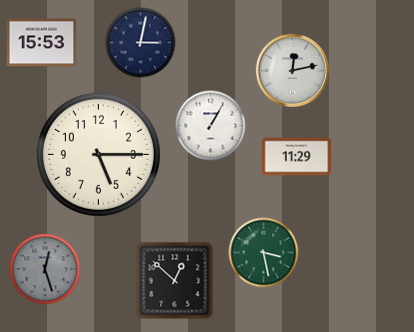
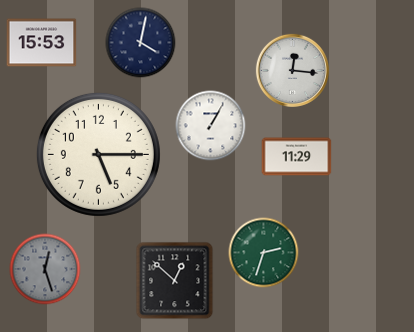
clock at (141, 43): 3:02 -> 4:02
clock at (292, 70): 12:13 -> 12:16
clock at (264, 253): 3:28 -> 2:33
